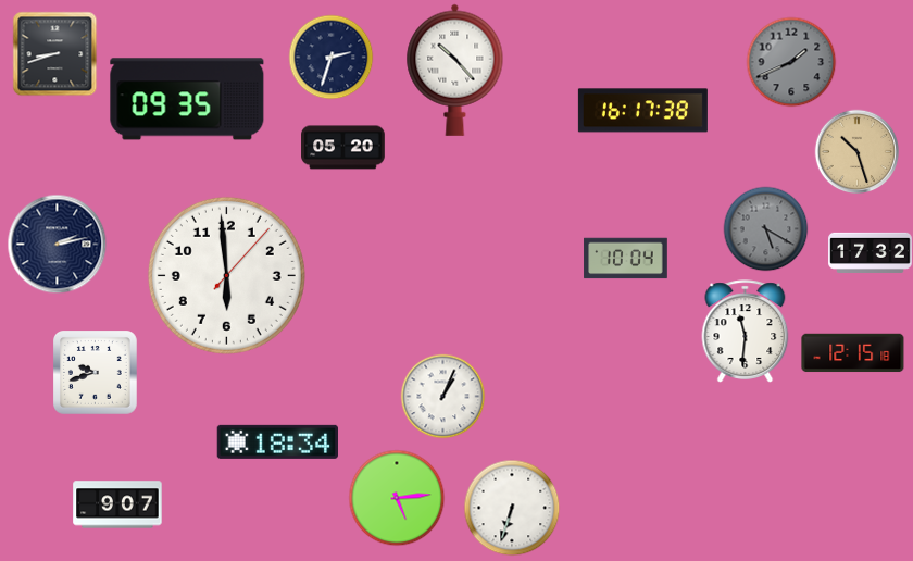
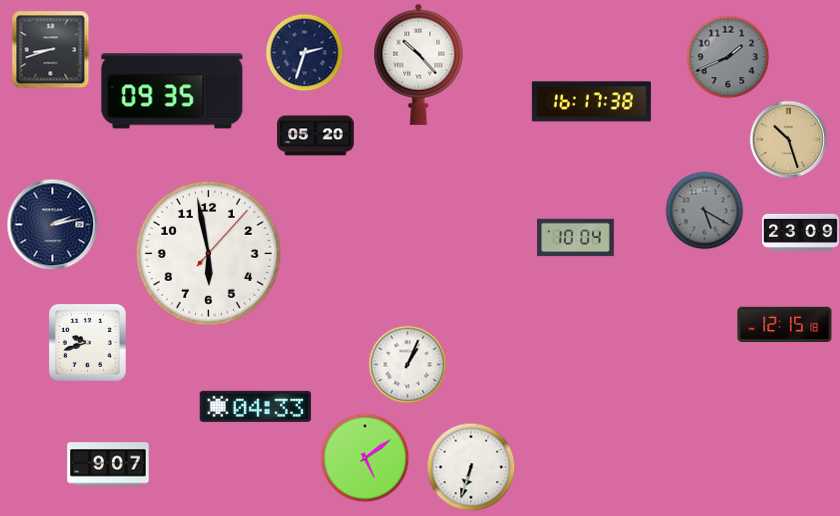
clock at (871, 252): 17:32 -> 23:09
clock at (226, 275): 5:59 -> 5:58
clock at (746, 332): 11:31 -> none
clock at (277, 441): 18:34 -> 04:33
clock at (397, 498): 5:14 -> 5:09
